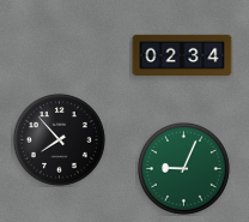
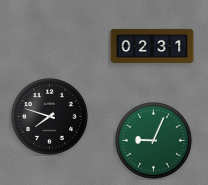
clock at (182, 55): 02:34 -> 02:31
clock at (59, 139): 7:53 -> 7:48
